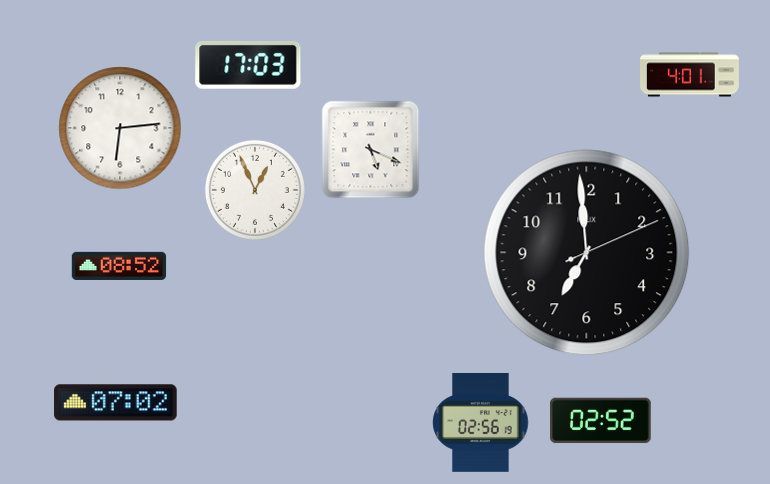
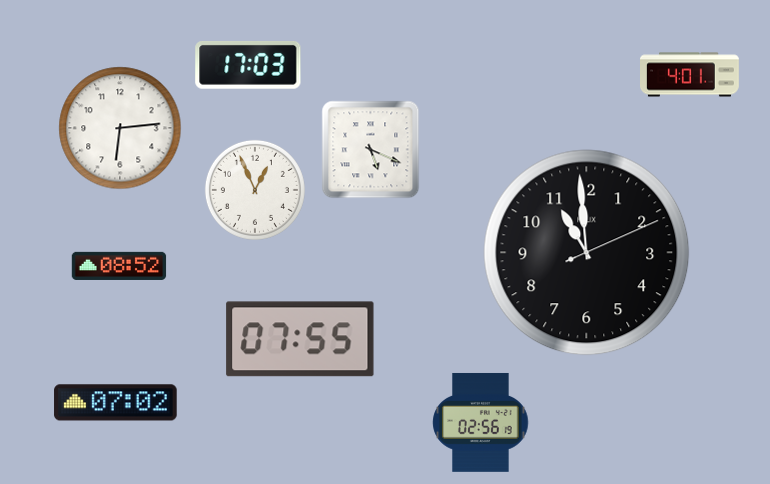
clock at (587, 253): 6:59 -> 10:59
clock at (300, 339): none -> 07:55
clock at (601, 421): 02:52 -> none
